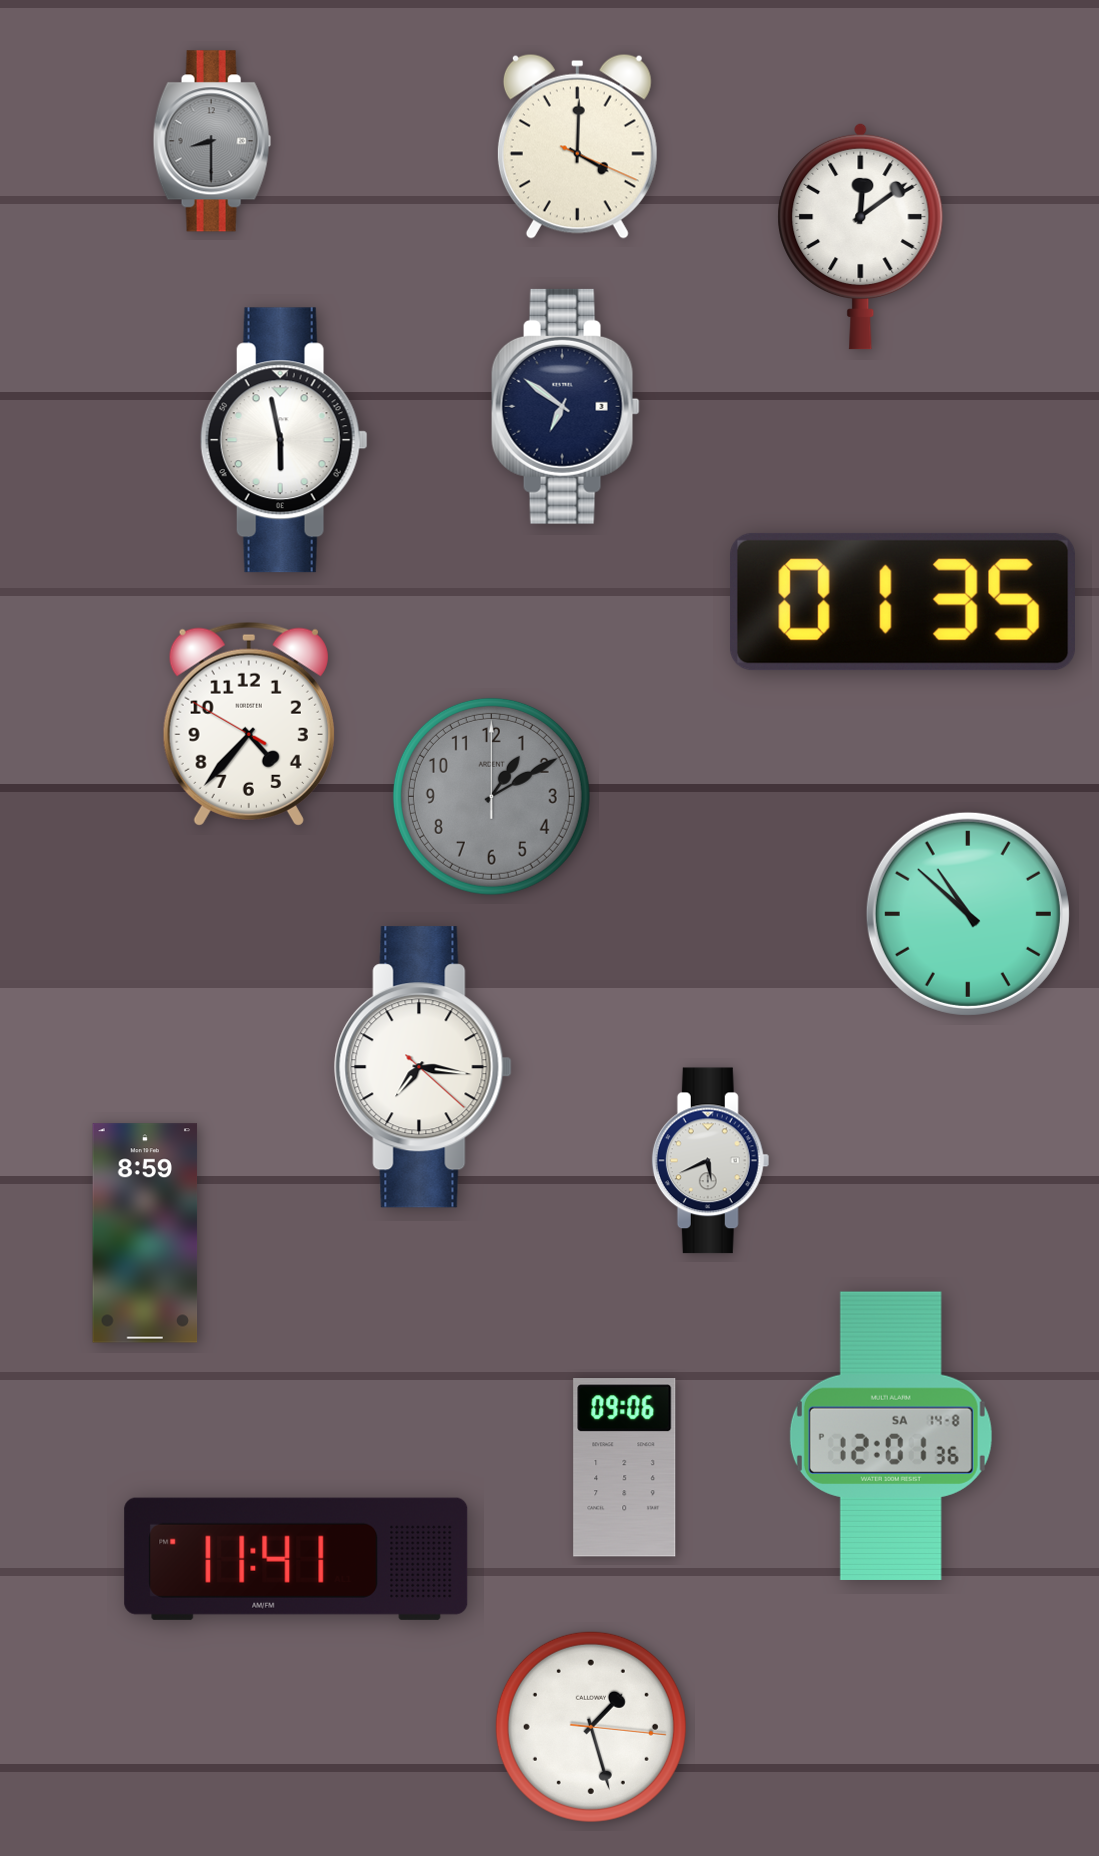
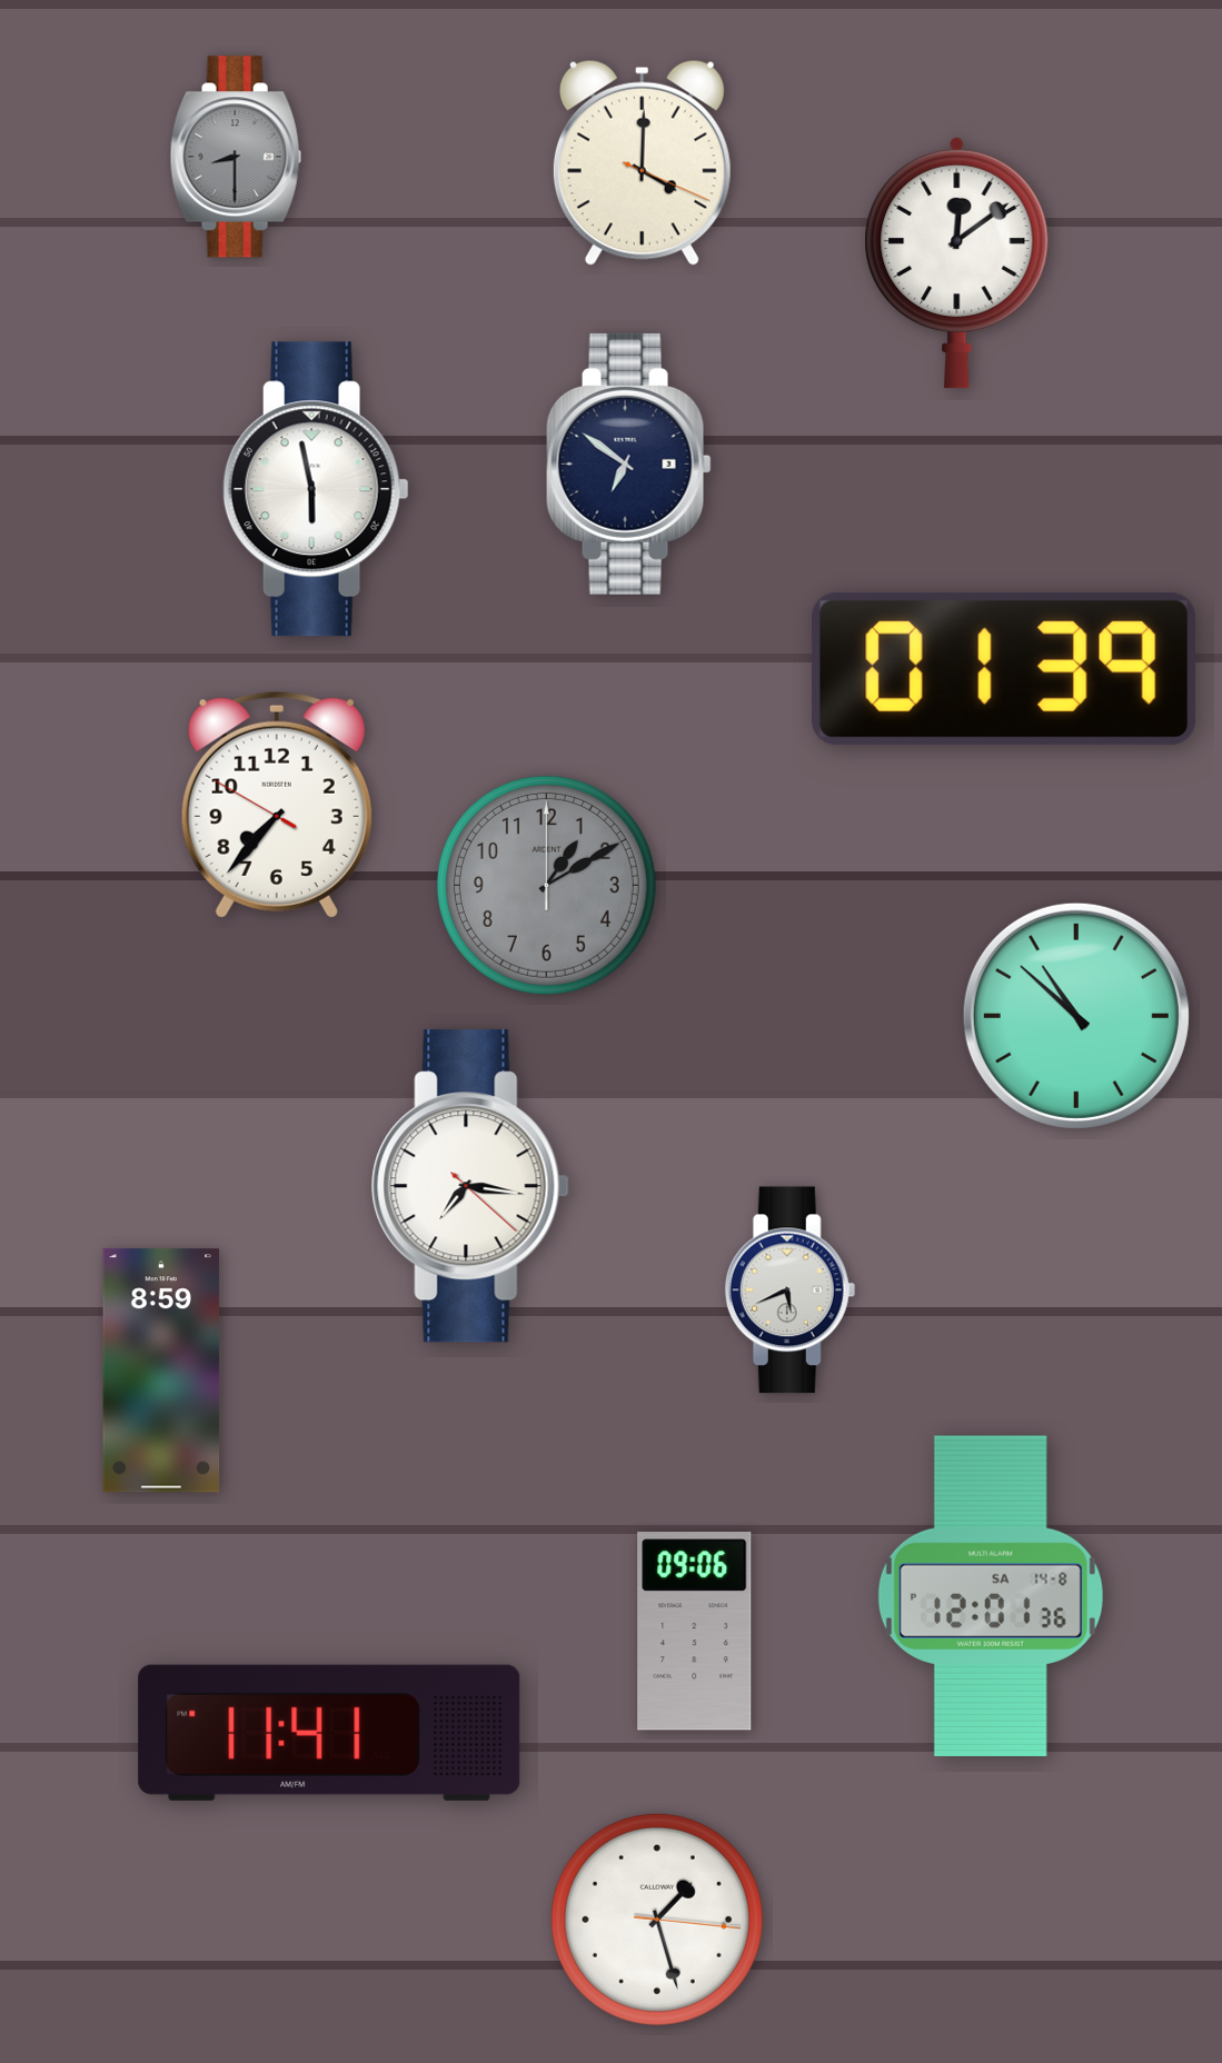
clock at (565, 406) position: (565, 406) -> (628, 464)
clock at (903, 602): 01:35 -> 01:39
clock at (249, 724): 4:36 -> 7:36
